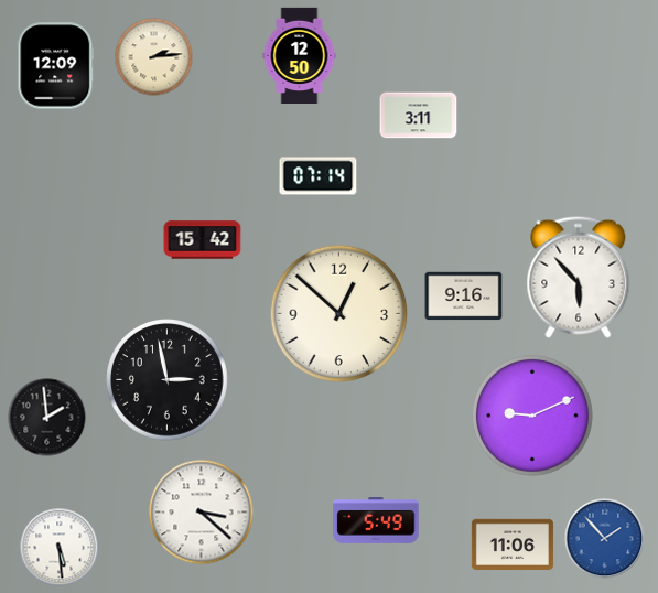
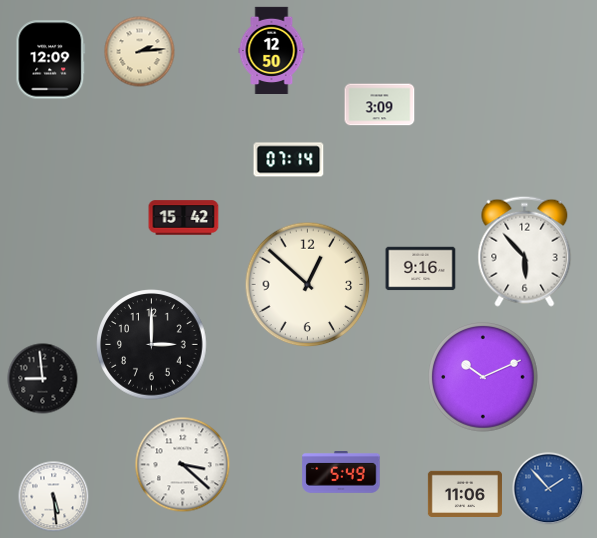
clock at (419, 116): 3:11 -> 3:09
clock at (168, 380): 2:58 -> 3:00
clock at (533, 417): 9:11 -> 10:11
clock at (47, 418): 1:59 -> 8:59
